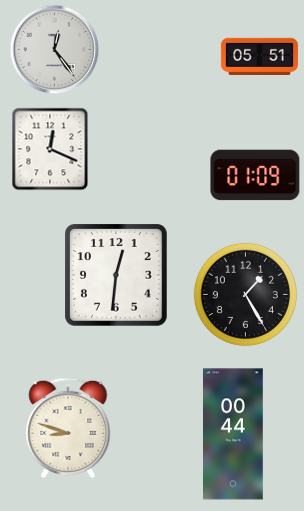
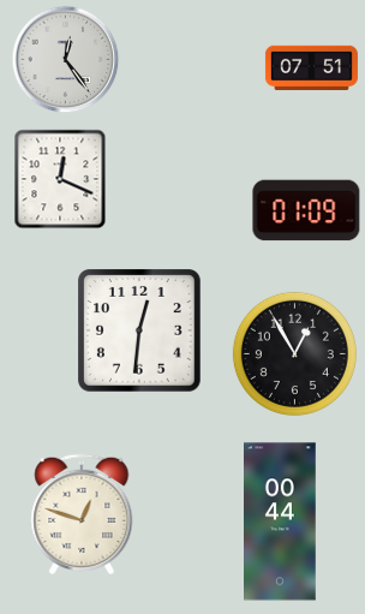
clock at (259, 56): 05:51 -> 07:51
clock at (245, 294): 1:25 -> 12:55
clock at (68, 427): 8:48 -> 12:48
